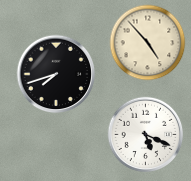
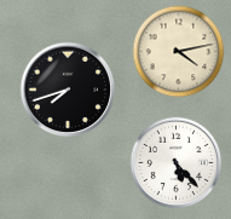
clock at (148, 43): 4:53 -> 4:13
clock at (146, 135): 5:19 -> 5:23
